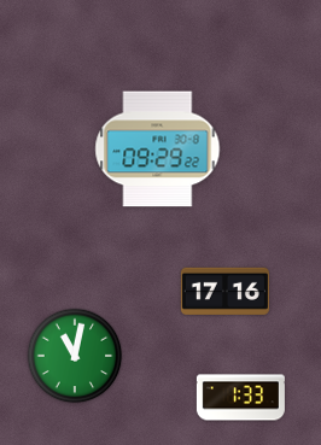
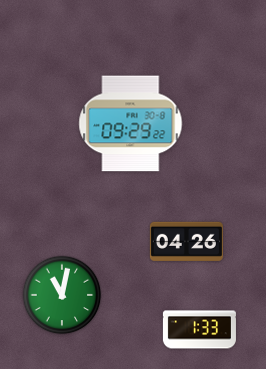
clock at (224, 291): 17:16 -> 04:26
